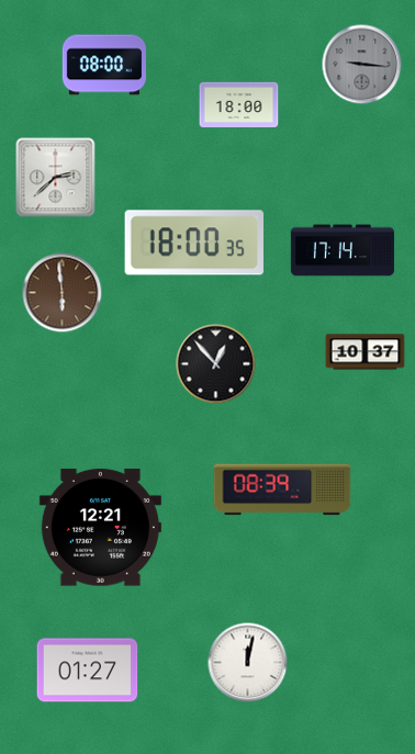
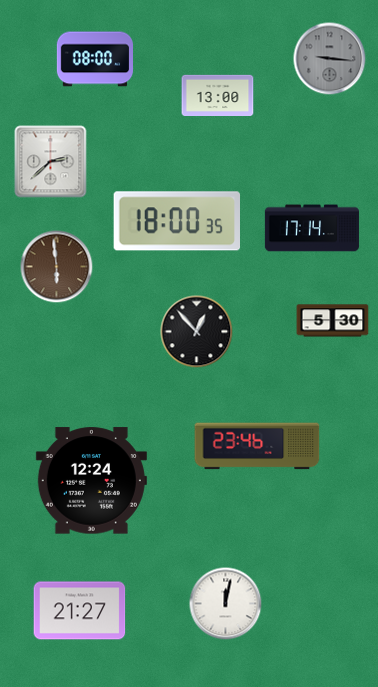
clock at (239, 104): 18:00 -> 13:00
clock at (366, 352): 10:37 -> 5:30
clock at (282, 489): 08:39 -> 23:46
clock at (100, 528): 12:21 -> 12:24
clock at (88, 671): 01:27 -> 21:27
